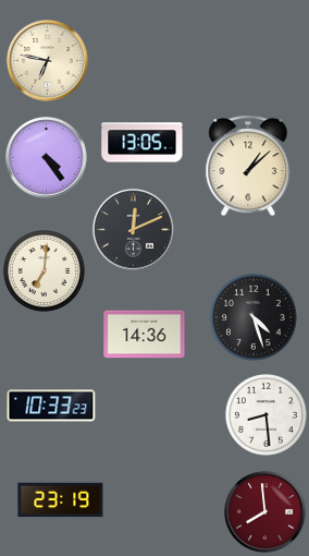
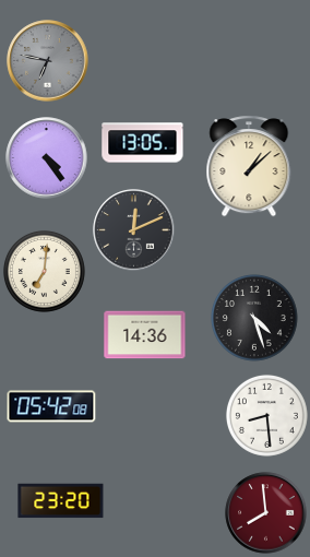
clock at (48, 61) dial: cream -> grey
clock at (51, 406): 10:33 -> 05:42
clock at (61, 500): 23:19 -> 23:20
